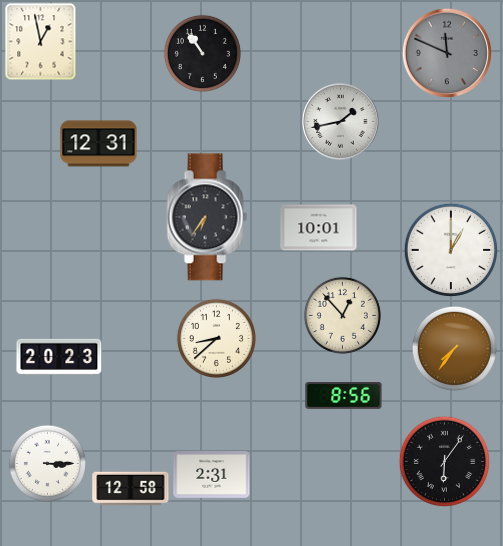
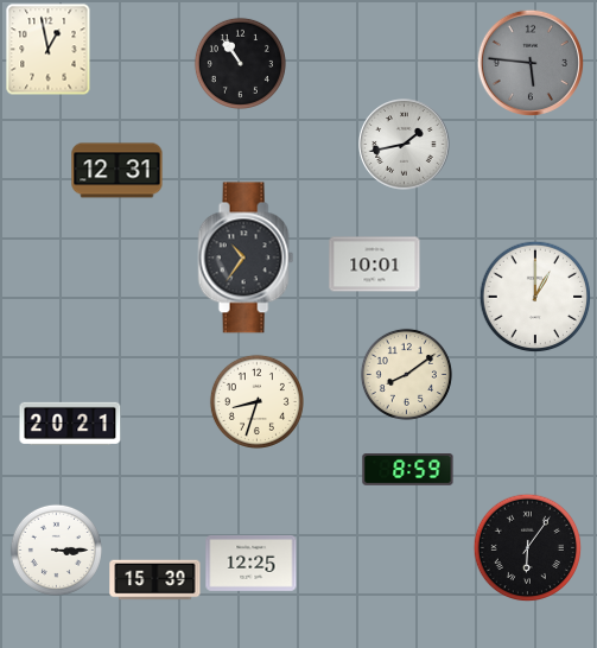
clock at (446, 52): 11:49 -> 5:46
clock at (207, 217): 6:36 -> 10:36
clock at (319, 228) position: (319, 228) -> (375, 265)
clock at (342, 315): 12:53 -> 8:09
clock at (216, 338): 8:38 -> 8:33
clock at (454, 348): 7:36 -> none
clock at (59, 356): 20:23 -> 20:21
clock at (344, 396): 8:56 -> 8:59
clock at (212, 475): 2:31 -> 12:25
clock at (131, 489): 12:58 -> 15:39
